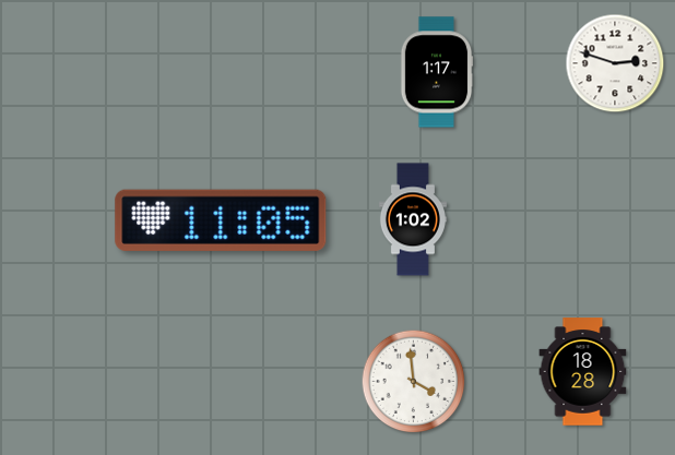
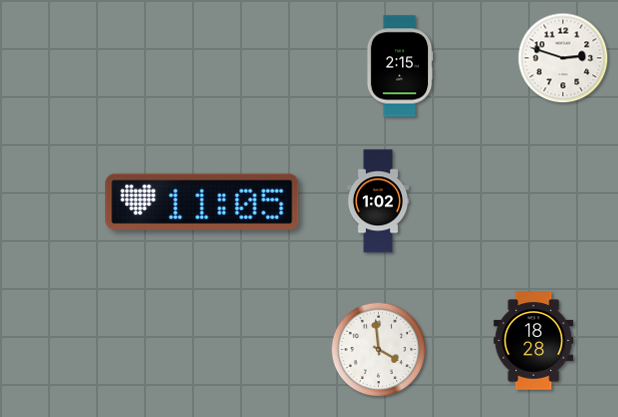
clock at (437, 72): 1:17 -> 2:15
